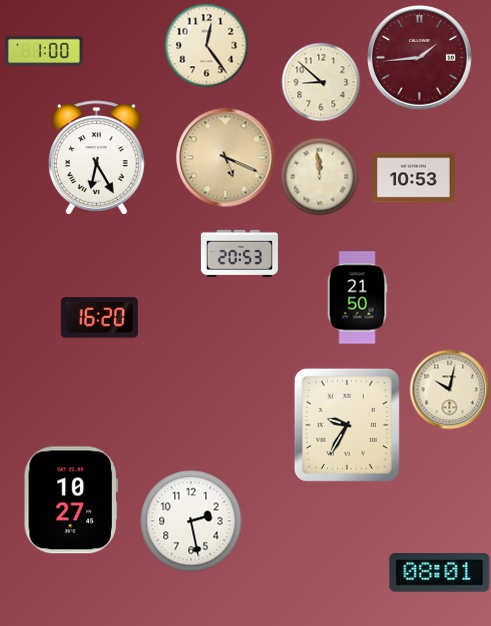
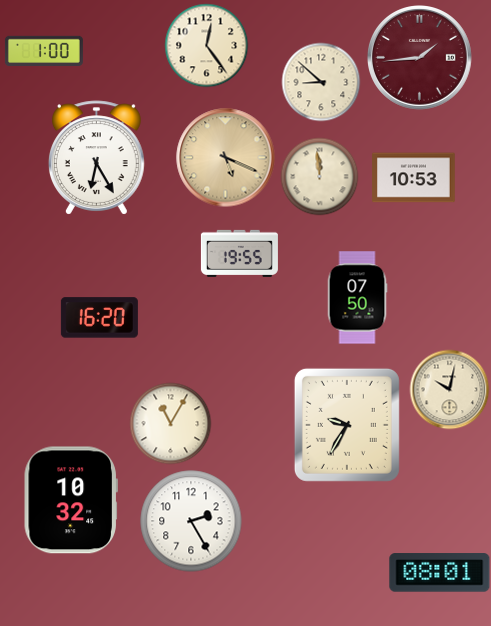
clock at (239, 253): 20:53 -> 19:55
clock at (357, 298): 21:50 -> 07:50
clock at (170, 423): none -> 11:05
clock at (71, 500): 10:27 -> 10:32
clock at (191, 521): 2:28 -> 2:25
